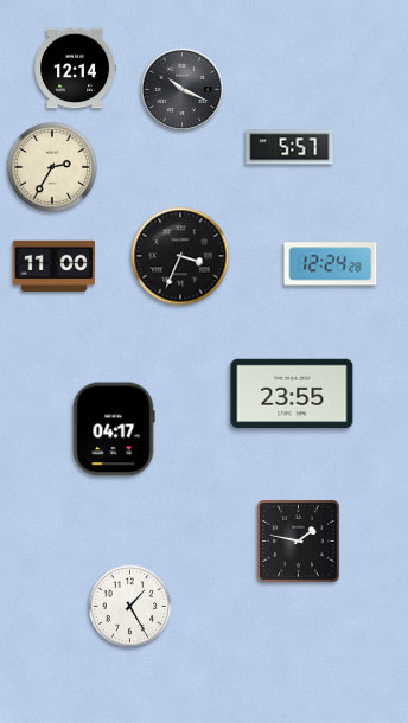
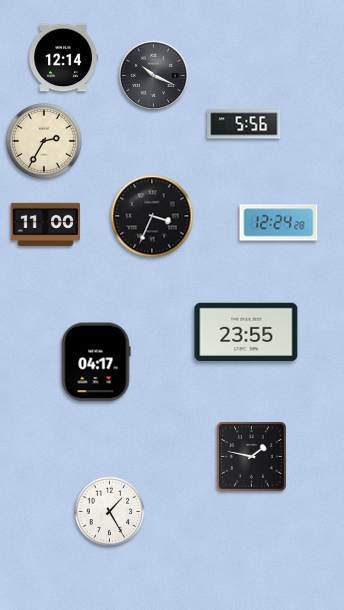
clock at (289, 147): 5:57 -> 5:56
